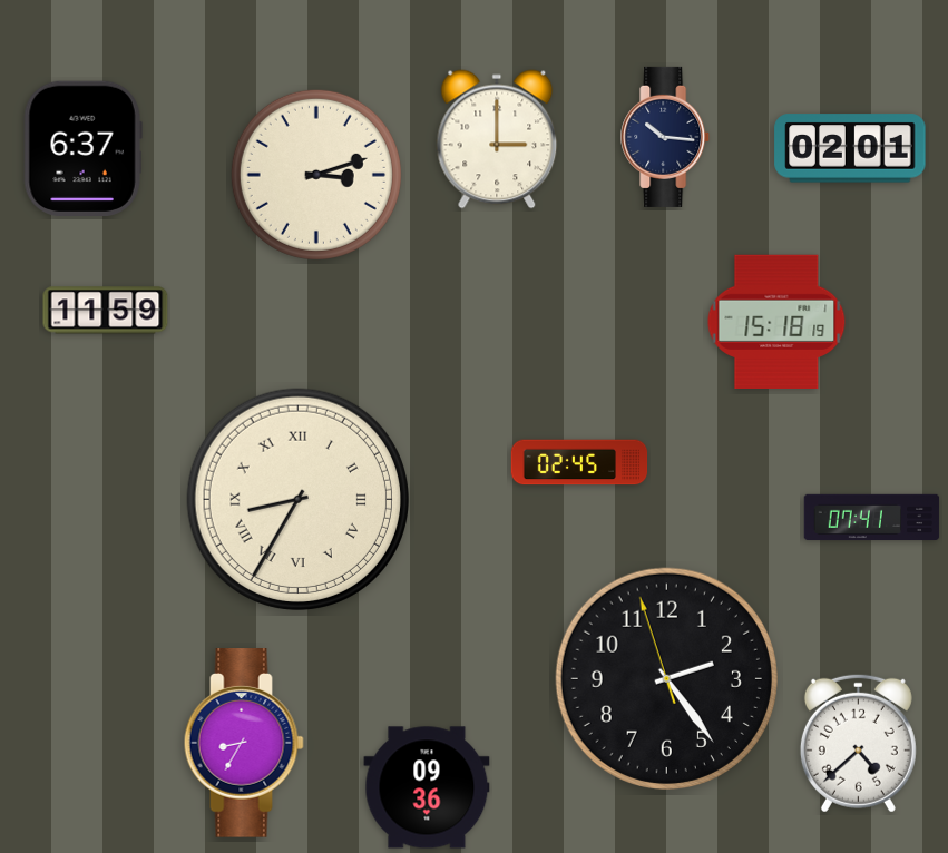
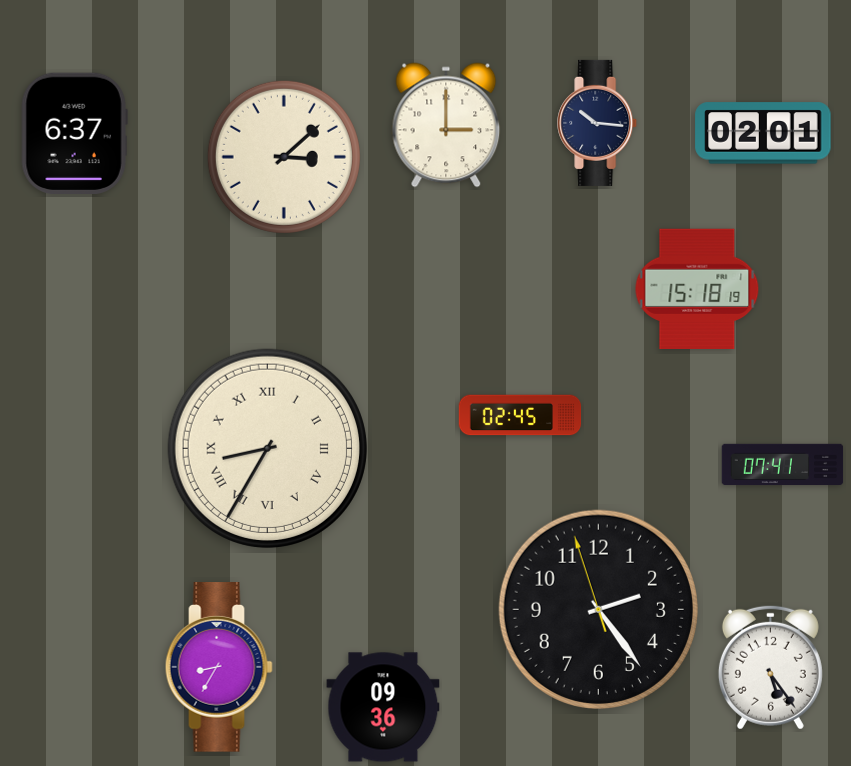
clock at (316, 175): 3:12 -> 3:08
clock at (106, 311): 11:59 -> none
clock at (858, 743): 4:38 -> 5:24
